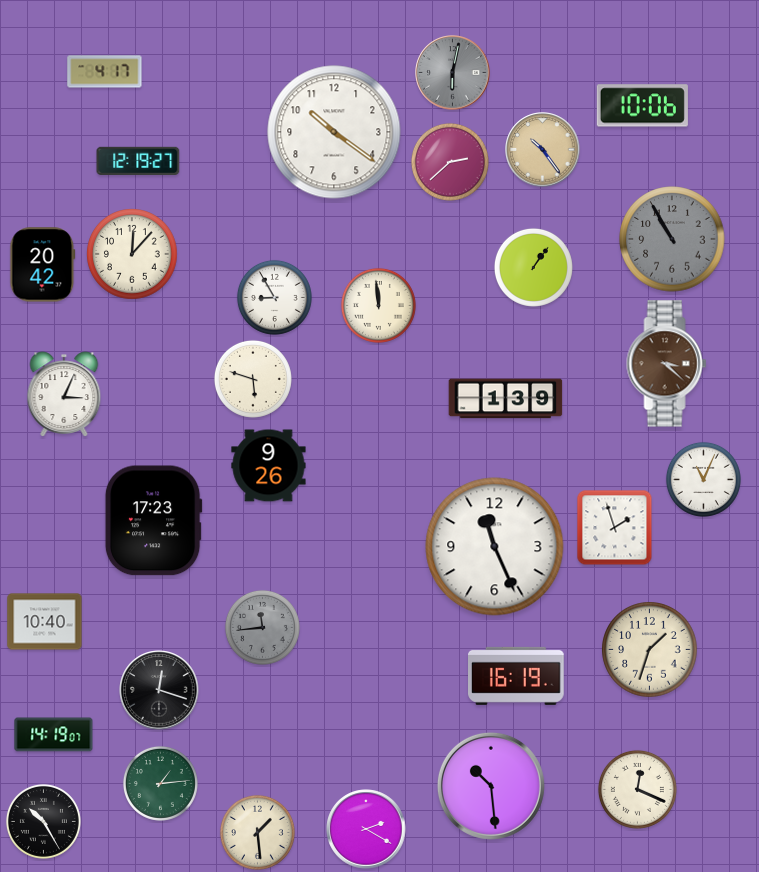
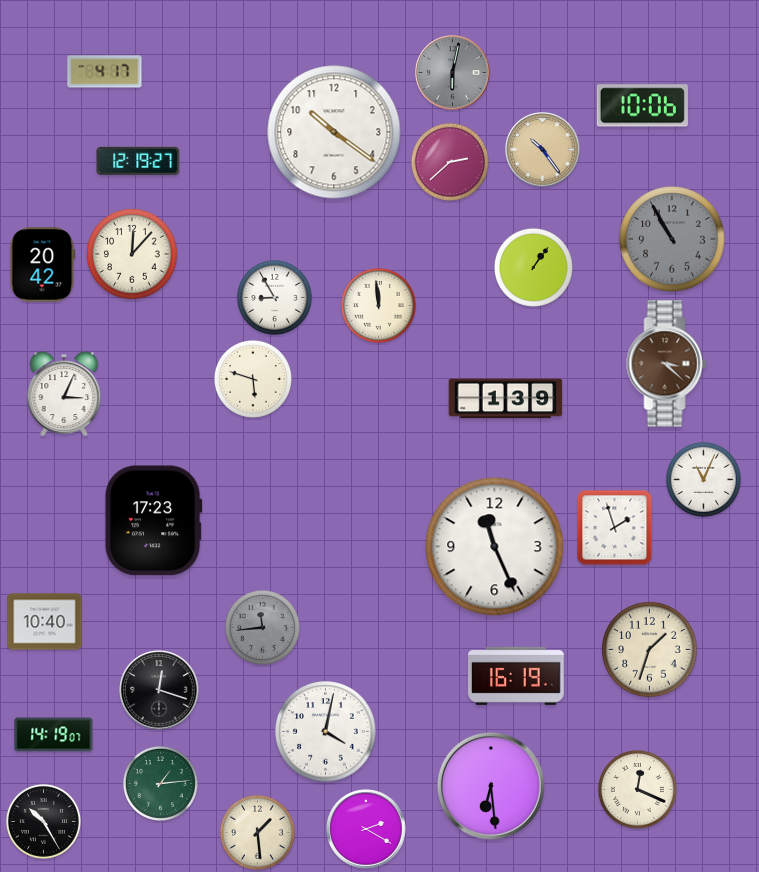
clock at (269, 466): 9:26 -> none
clock at (326, 732): none -> 4:02
clock at (491, 786): 10:29 -> 6:29
